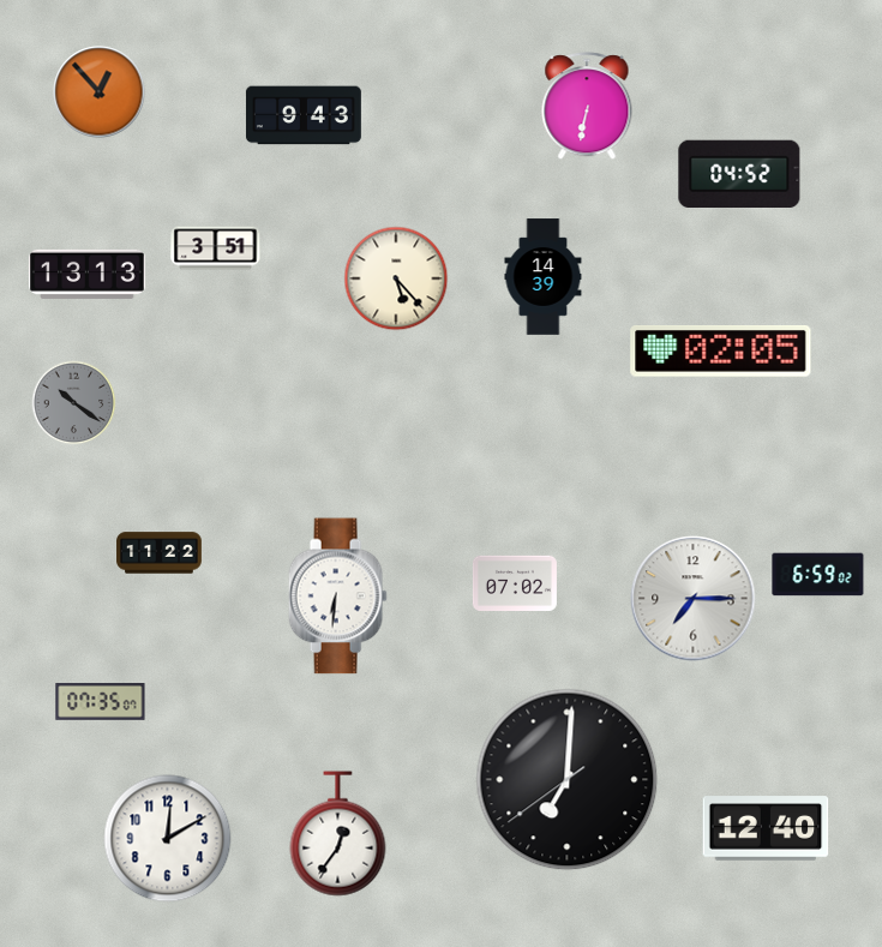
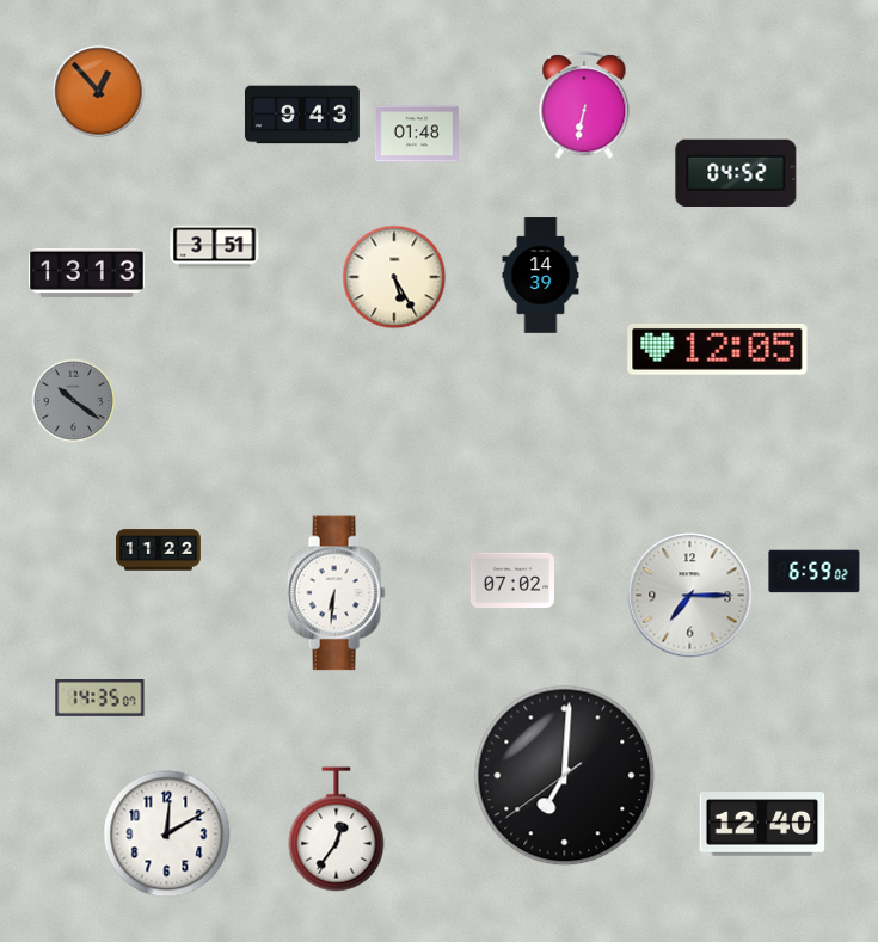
clock at (417, 134): none -> 01:48
clock at (396, 278): 5:23 -> 5:25
clock at (721, 352): 02:05 -> 12:05
clock at (101, 702): 07:35 -> 14:35
